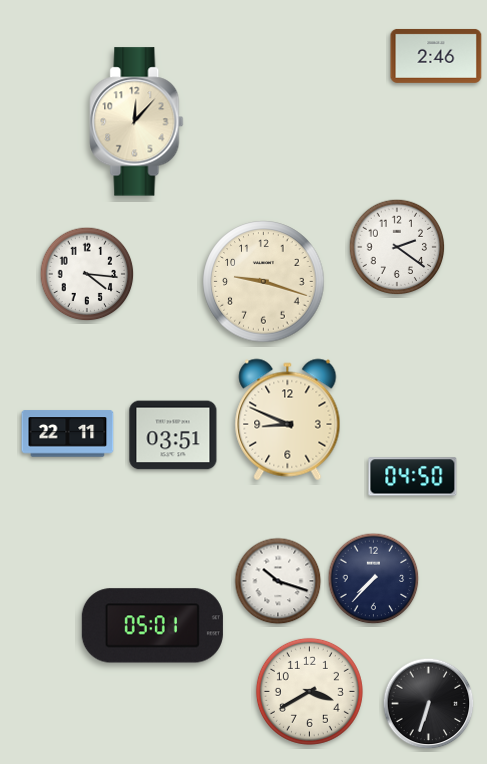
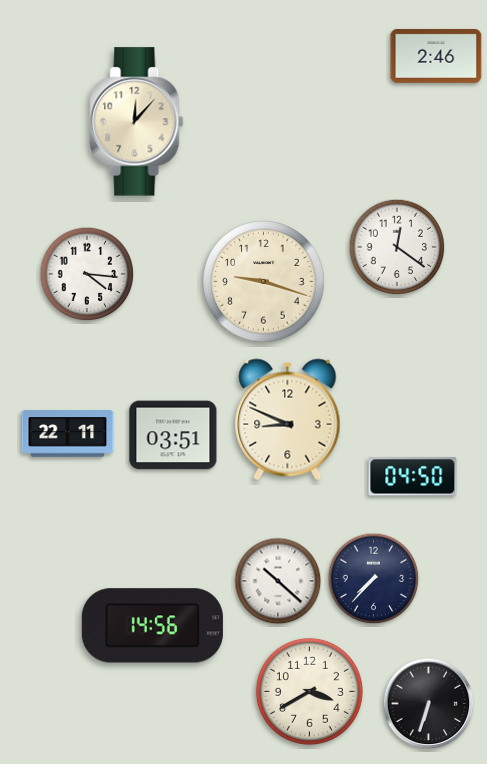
clock at (397, 247): 2:21 -> 12:21
clock at (278, 581): 10:18 -> 10:22
clock at (152, 626): 05:01 -> 14:56
